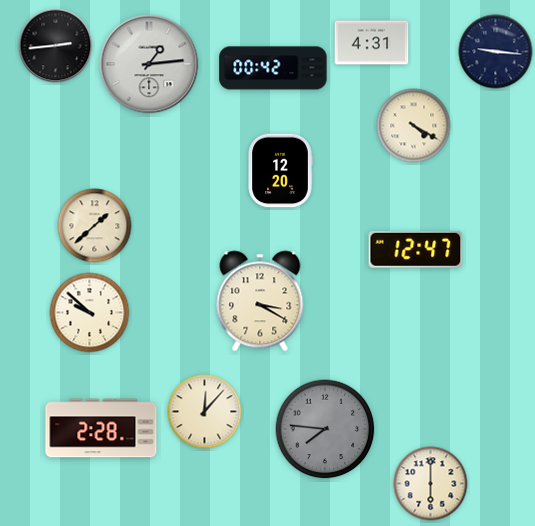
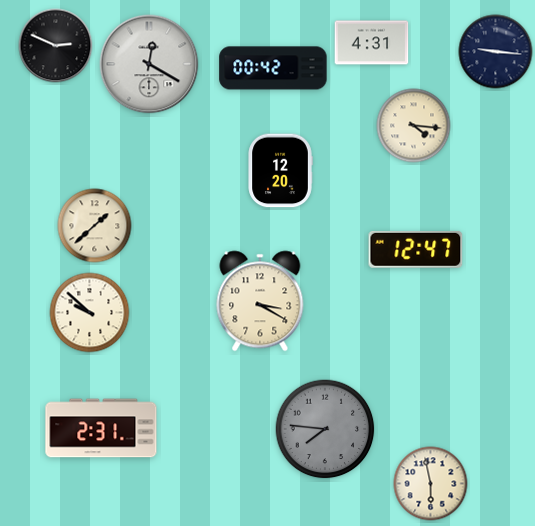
clock at (56, 46): 2:44 -> 2:49
clock at (149, 64): 1:14 -> 12:20
clock at (414, 126): 4:20 -> 4:16
clock at (205, 412): 12:07 -> none
clock at (101, 428): 2:28 -> 2:31
clock at (431, 484): 6:00 -> 5:58
